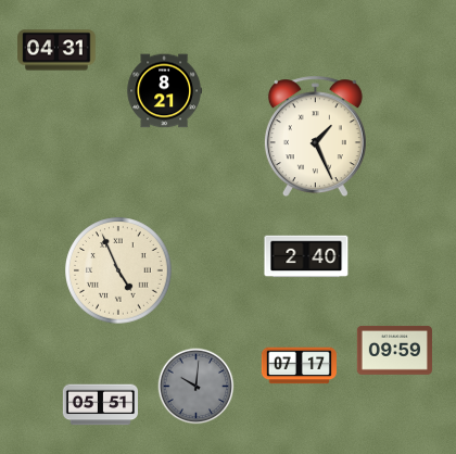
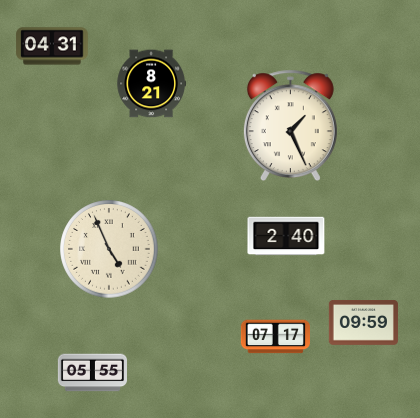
clock at (306, 256) position: (306, 256) -> (286, 236)
clock at (197, 387): 10:01 -> none
clock at (100, 405): 05:51 -> 05:55
